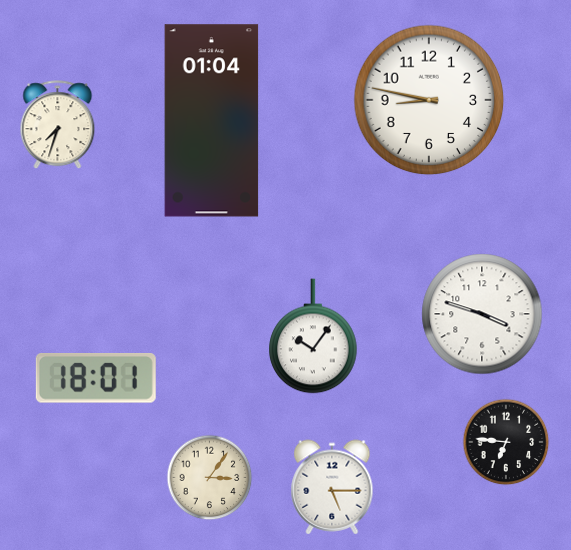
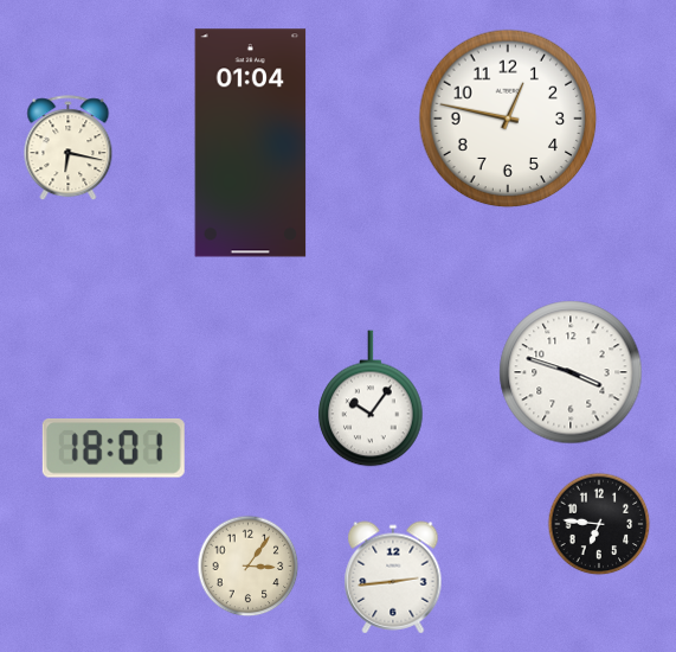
clock at (429, 100): 8:47 -> 12:47
clock at (58, 125): 7:33 -> 6:17
clock at (332, 487): 5:15 -> 2:44
